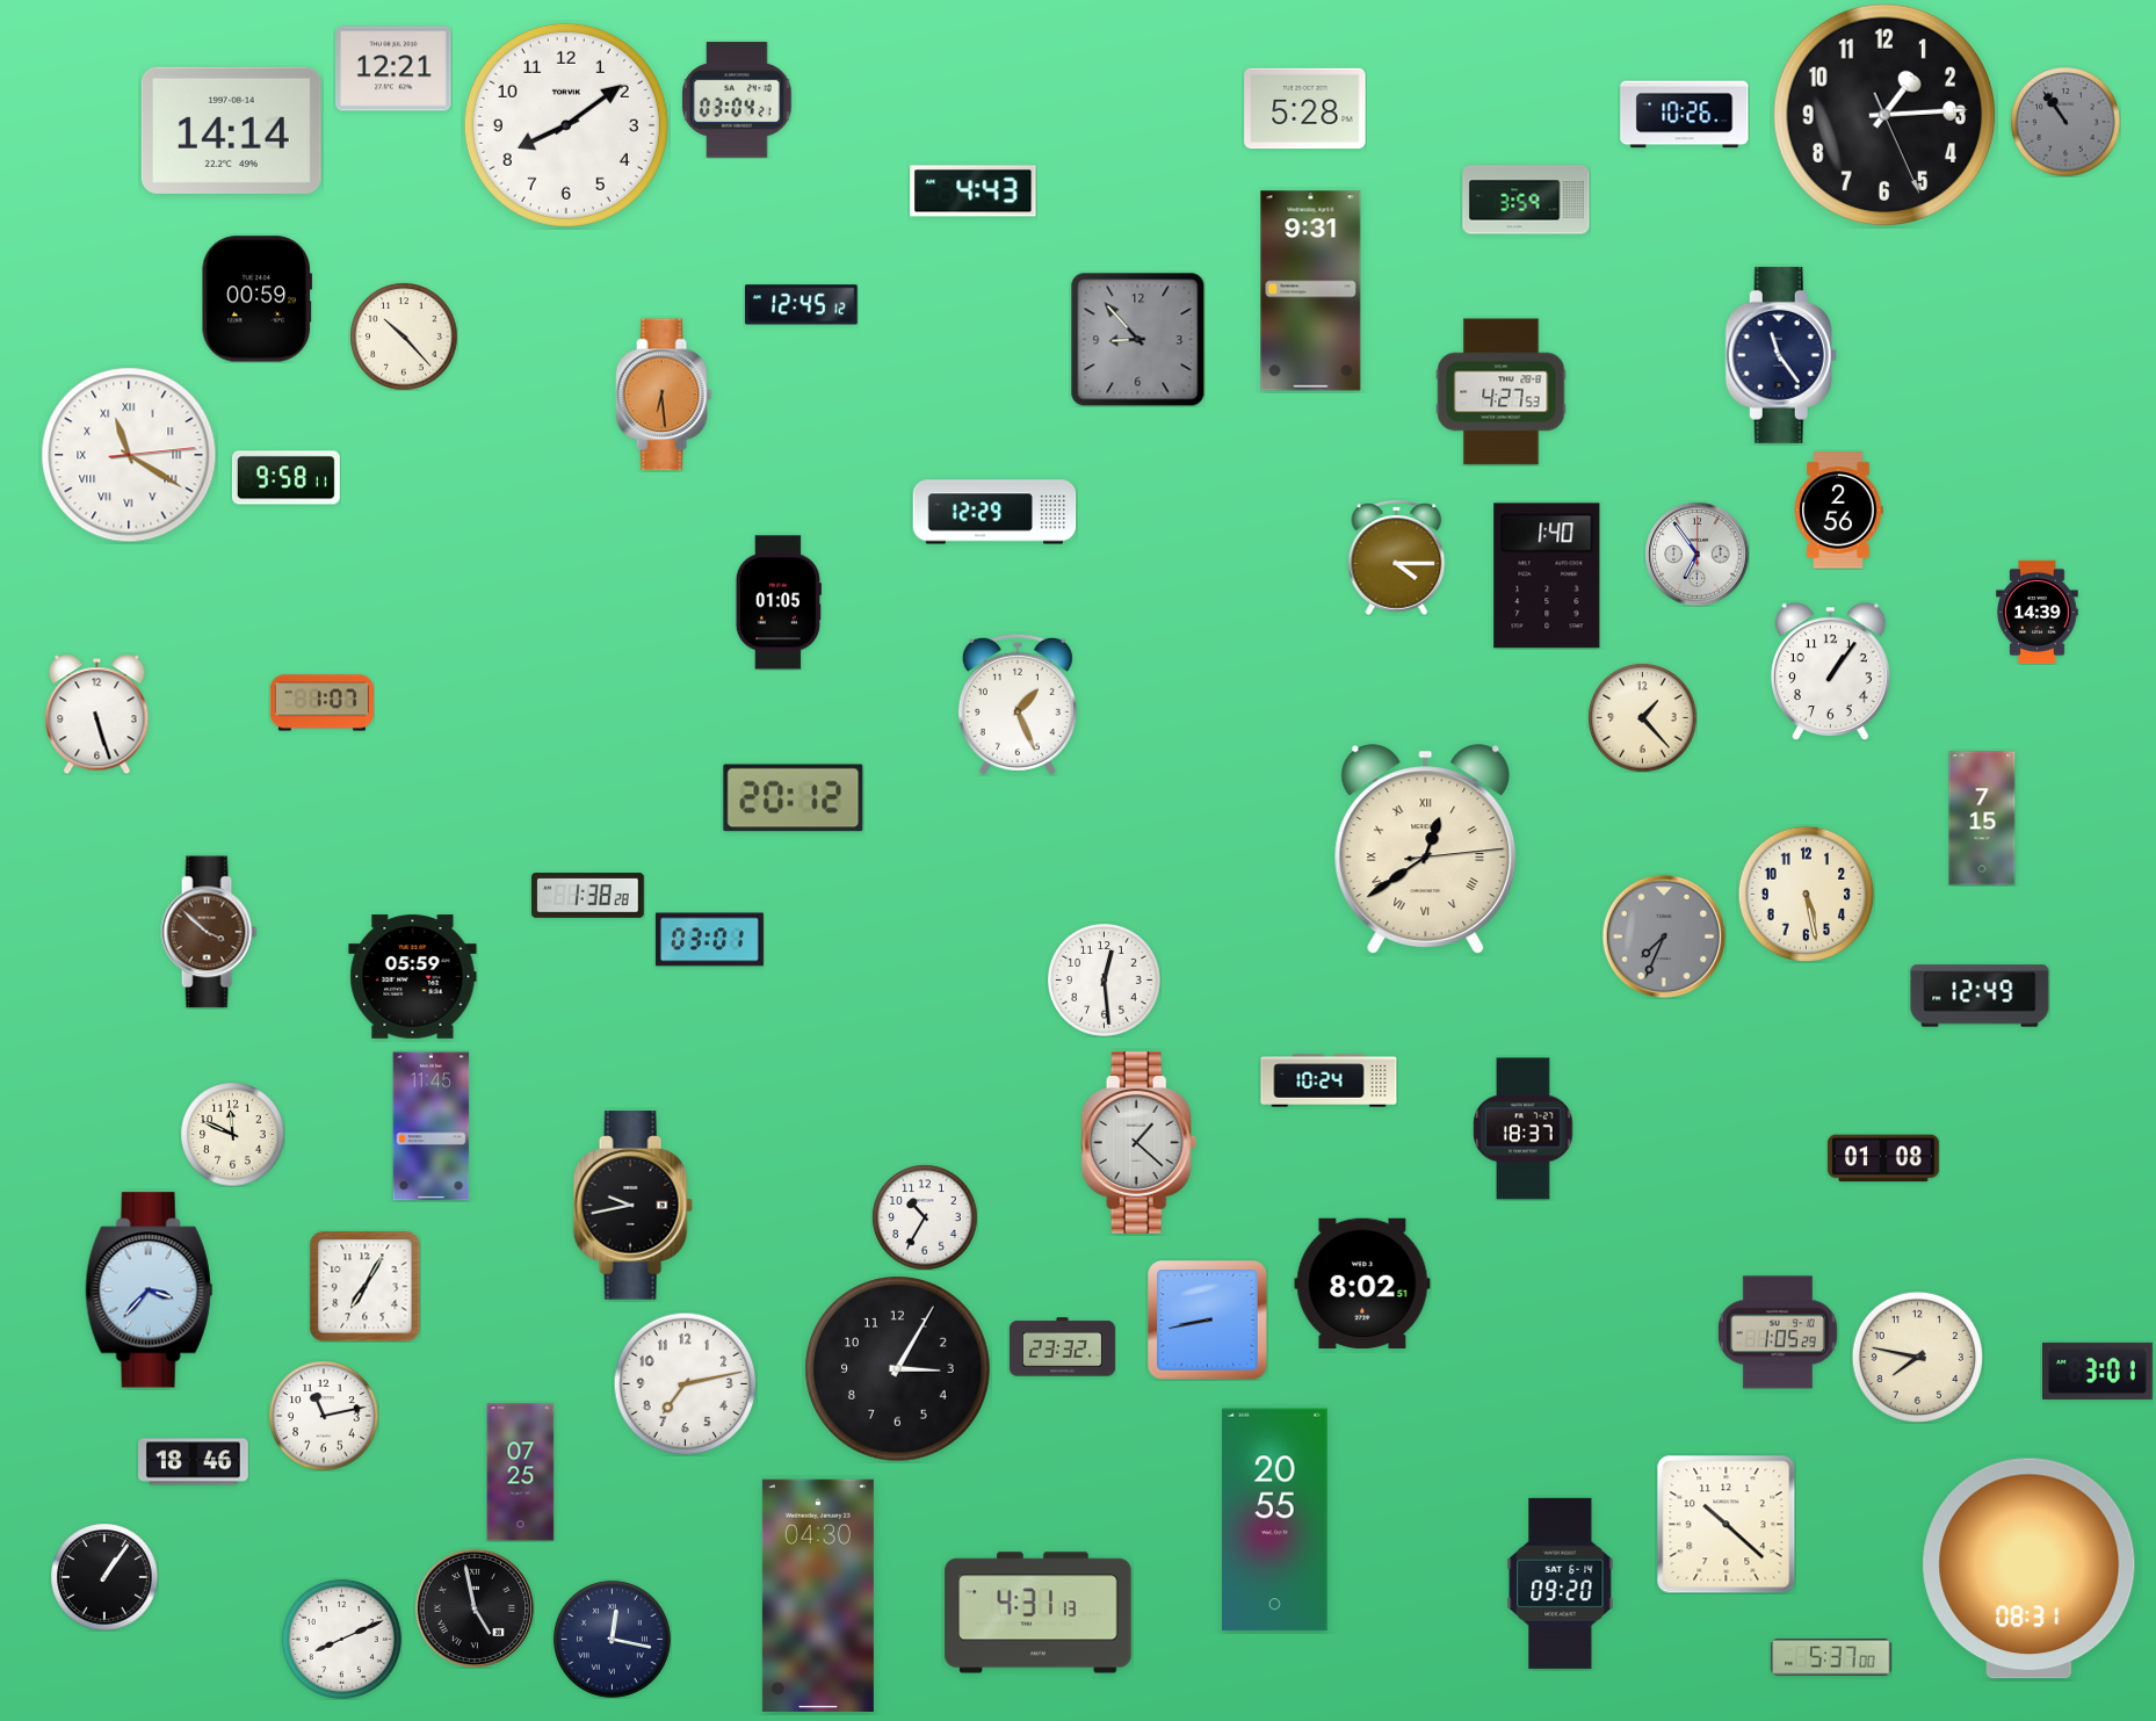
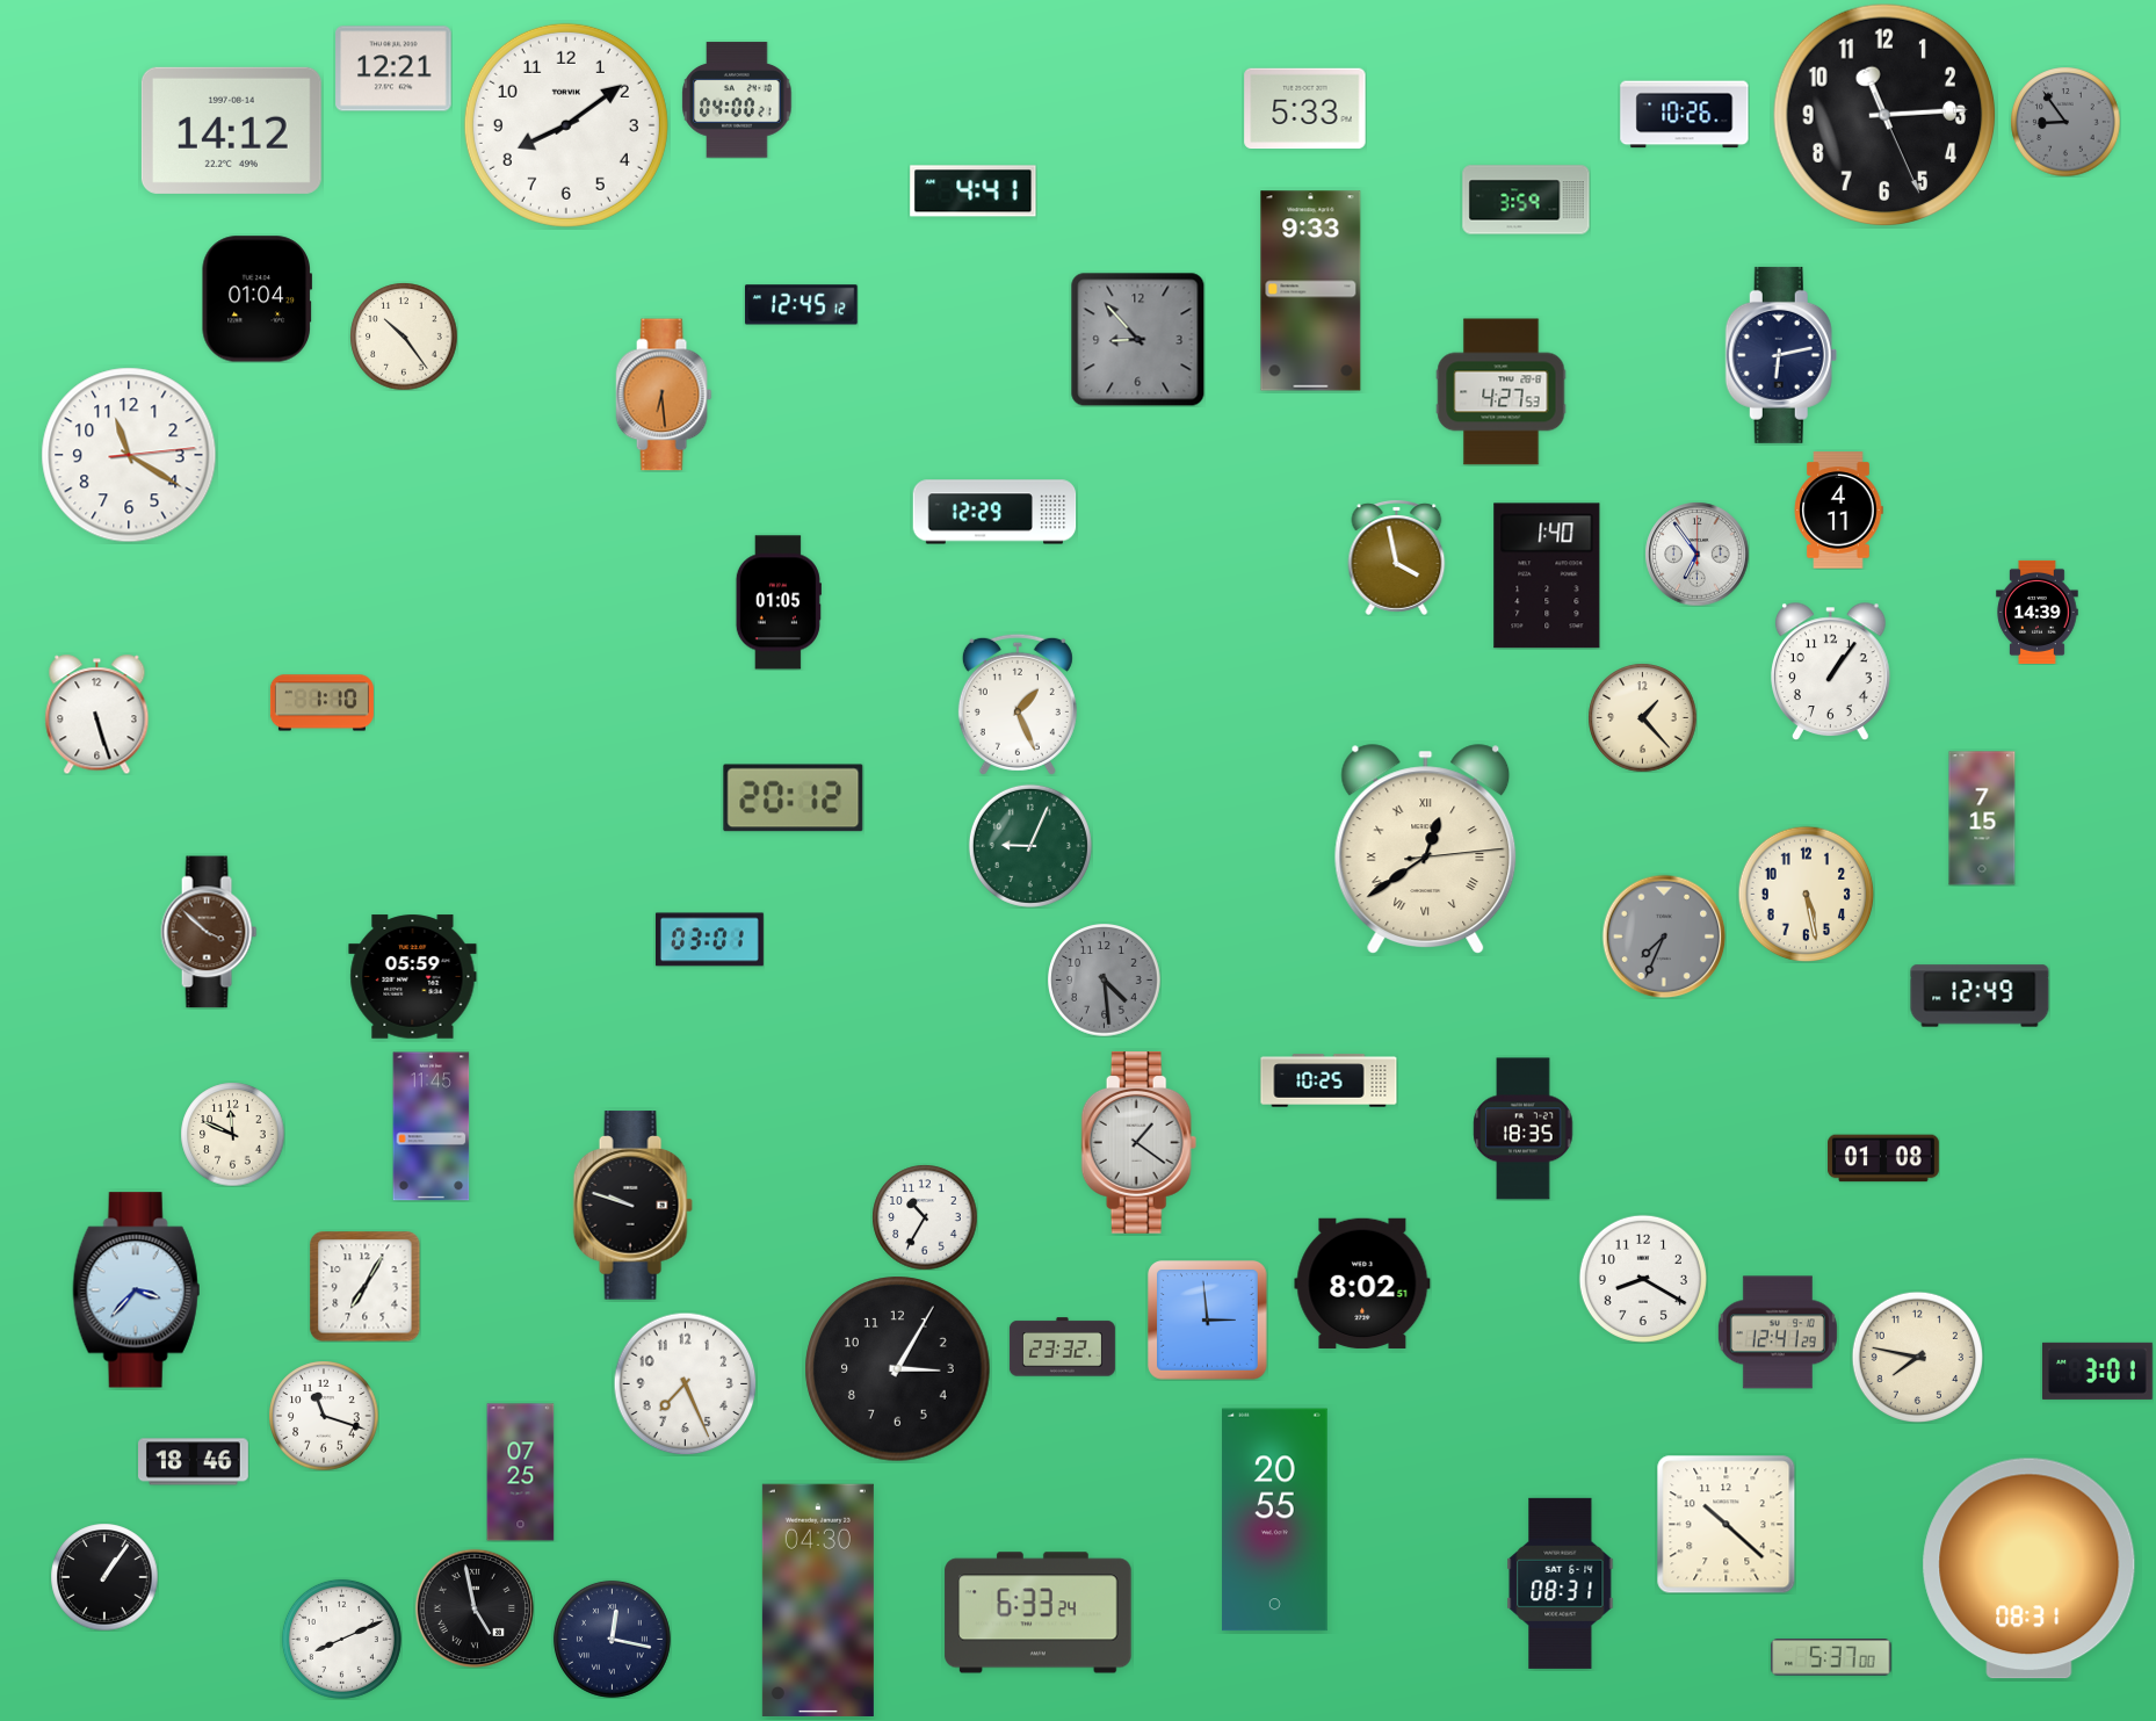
clock at (737, 100): 03:04 -> 04:00
clock at (1305, 109): 5:28 -> 5:33
clock at (1884, 115): 1:14 -> 11:14
clock at (2065, 122): 10:54 -> 8:54
clock at (231, 130): 14:14 -> 14:12
clock at (974, 191): 4:43 -> 4:41
clock at (1311, 291): 9:31 -> 9:33
clock at (256, 299): 00:59 -> 01:04
clock at (404, 337): 10:23 -> 10:24
clock at (1781, 355): 11:24 -> 6:13
clock at (129, 455) numerals: Roman -> Arabic
clock at (285, 478): 9:58 -> none
clock at (1838, 511): 2:56 -> 4:11
clock at (1397, 557): 4:15 -> 3:58
clock at (321, 703): 1:07 -> 1:10
clock at (1030, 846): none -> 9:04
clock at (588, 896): 1:38 -> none
clock at (1105, 981): 12:29 -> 4:29
clock at (1105, 981) dial: white -> grey
clock at (1329, 1080): 10:24 -> 10:25
clock at (1524, 1129): 18:37 -> 18:35
clock at (1140, 1142): 1:22 -> 1:21
clock at (632, 1206): 9:43 -> 9:48
clock at (1643, 1279): none -> 8:20
clock at (150, 1290) position: (150, 1290) -> (137, 1290)
clock at (1208, 1321): 8:43 -> 2:59
clock at (1778, 1332): 1:05 -> 12:41
clock at (685, 1383): 7:13 -> 7:26
clock at (324, 1416): 11:13 -> 11:18
clock at (1561, 1583): 09:20 -> 08:31
clock at (818, 1596) position: (818, 1596) -> (818, 1600)
clock at (1039, 1613): 4:31 -> 6:33
